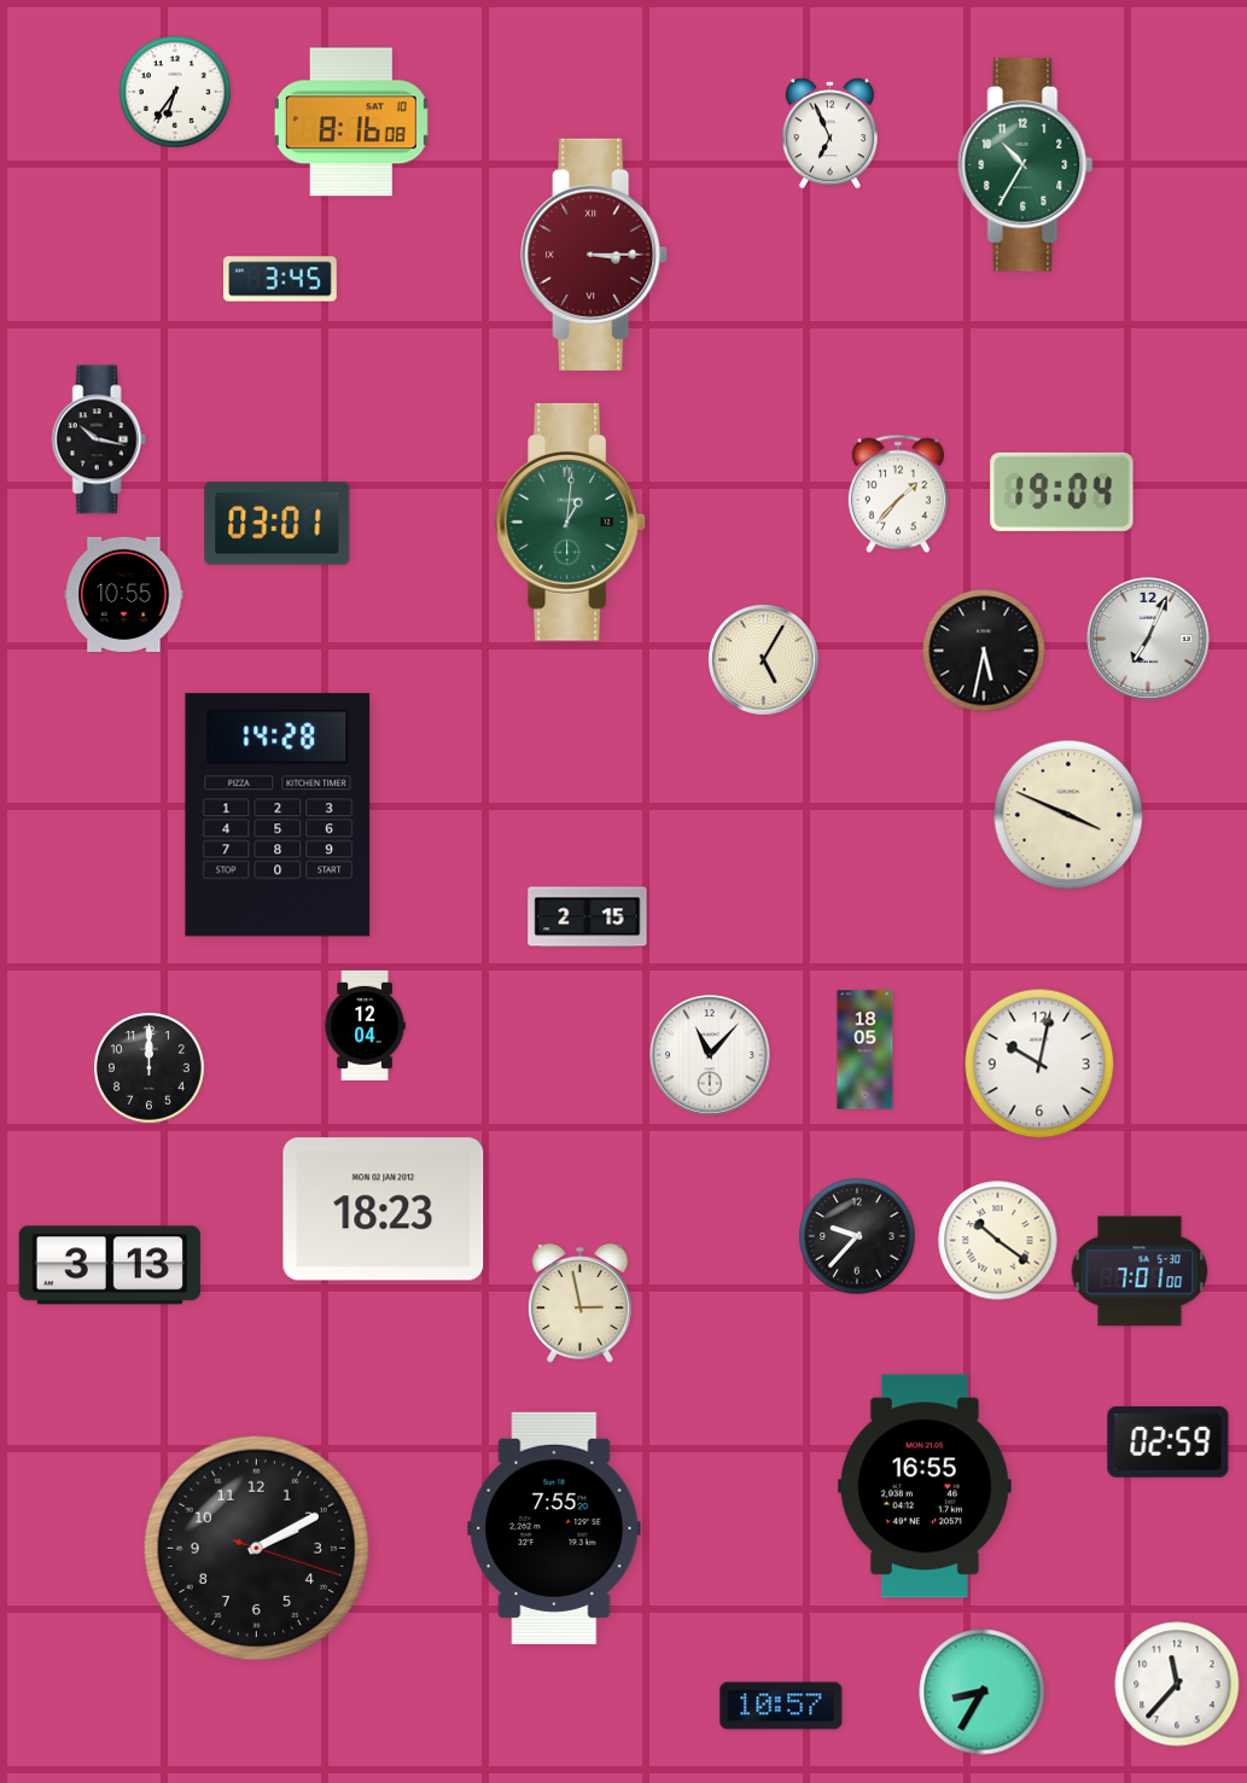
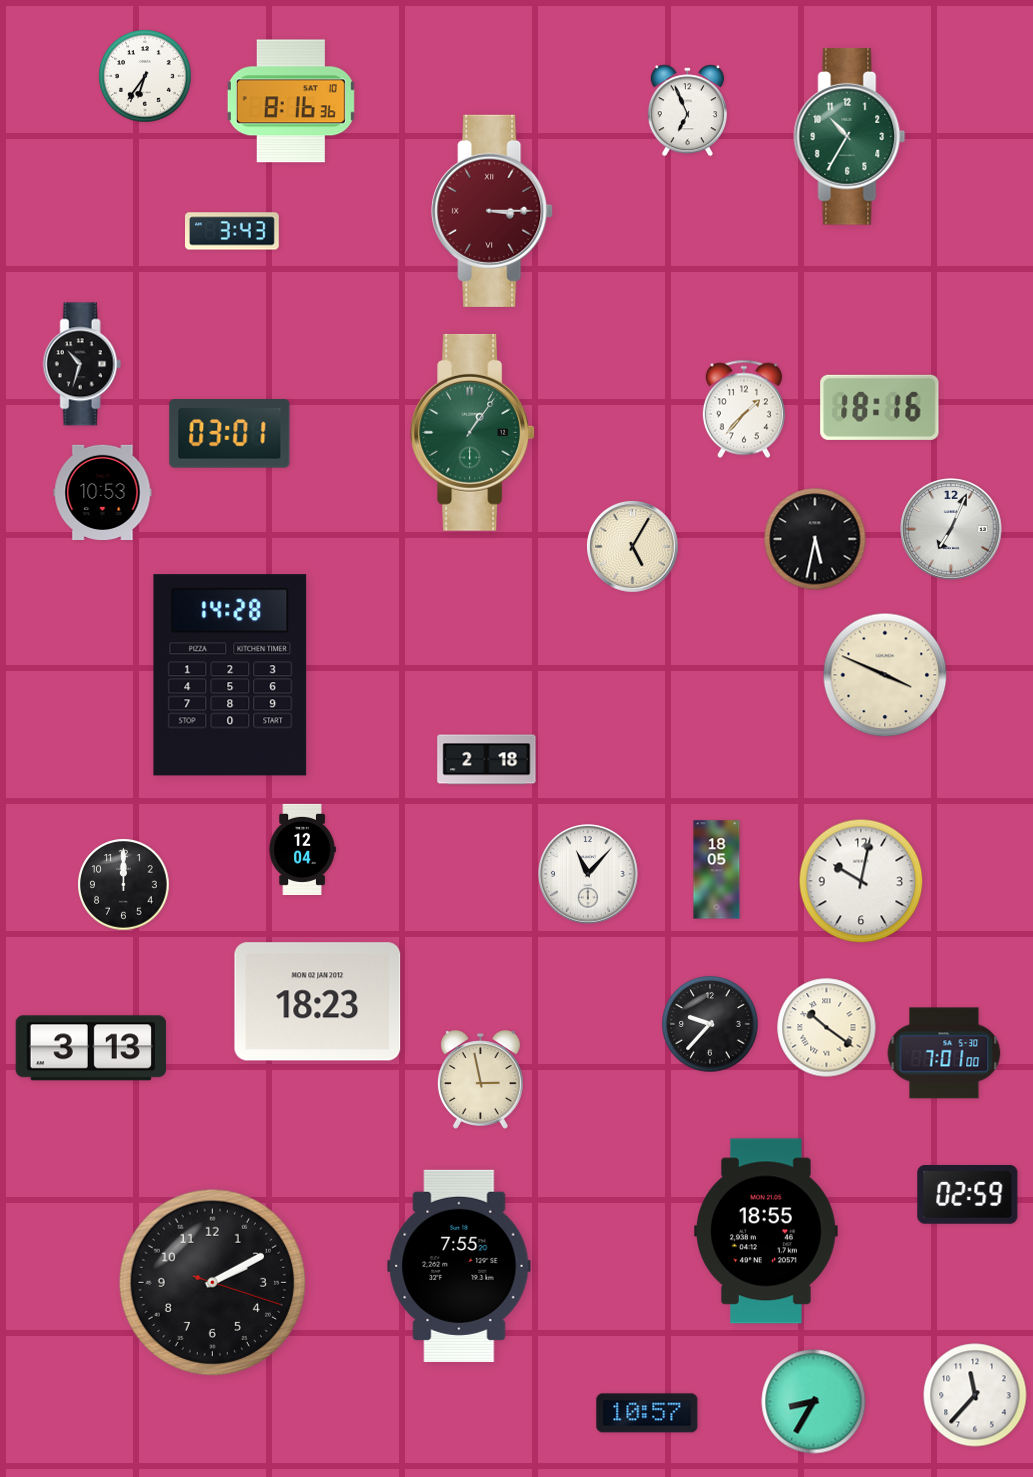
clock at (351, 122): 8:16:08 -> 8:16:36
clock at (281, 279): 3:45 -> 3:43
clock at (99, 439): 10:17 -> 10:33
clock at (1062, 491): 19:04 -> 18:16
clock at (571, 522): 1:01 -> 1:06
clock at (124, 594): 10:55 -> 10:53
clock at (588, 917): 2:15 -> 2:18
clock at (926, 1486): 16:55 -> 18:55
